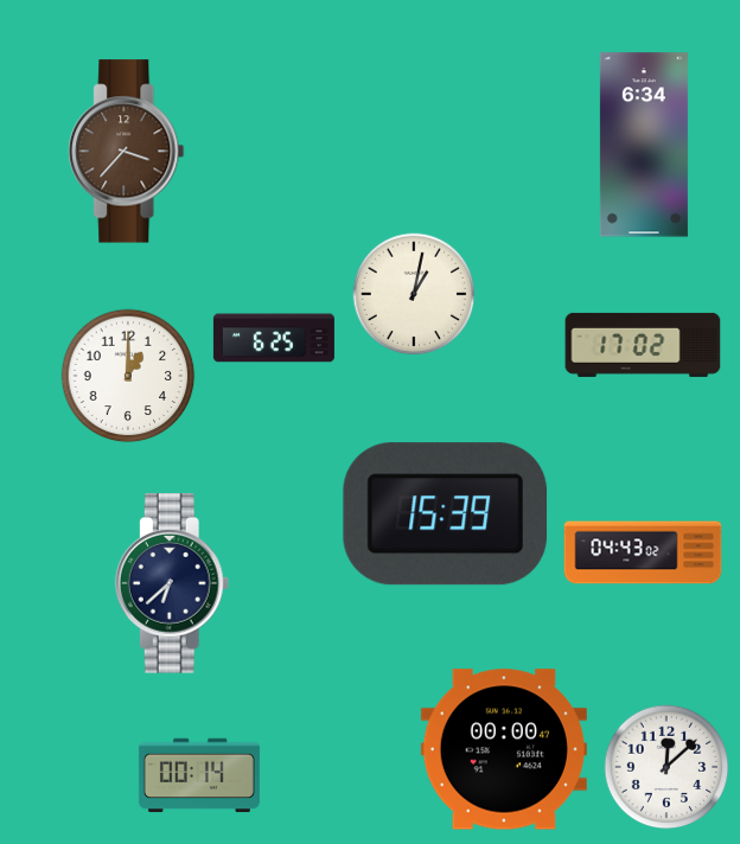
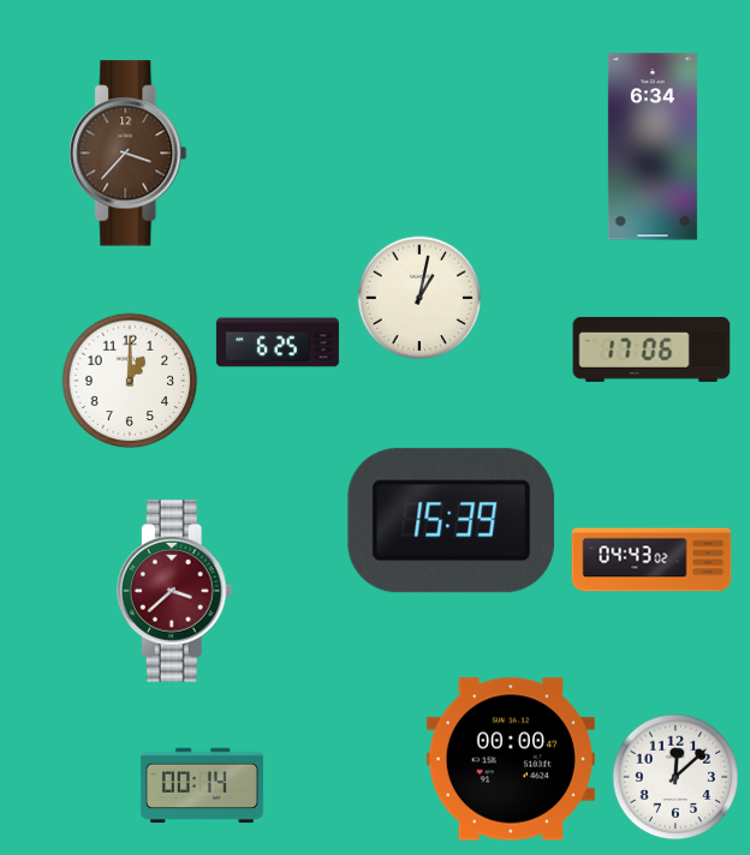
clock at (643, 345): 17:02 -> 17:06
clock at (172, 583): 6:38 -> 3:38
clock at (172, 583) dial: navy -> burgundy
